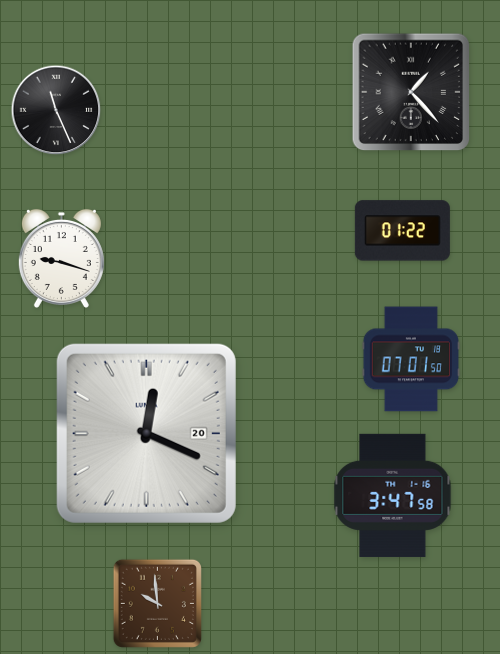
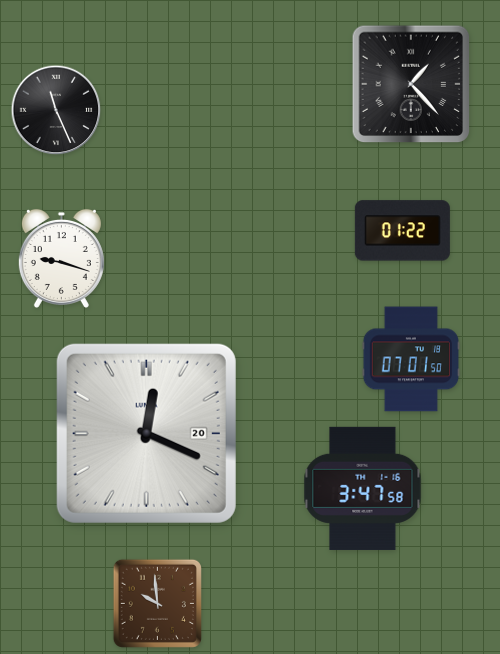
clock at (411, 92) position: (411, 92) -> (411, 84)
clock at (393, 495) position: (393, 495) -> (363, 488)
